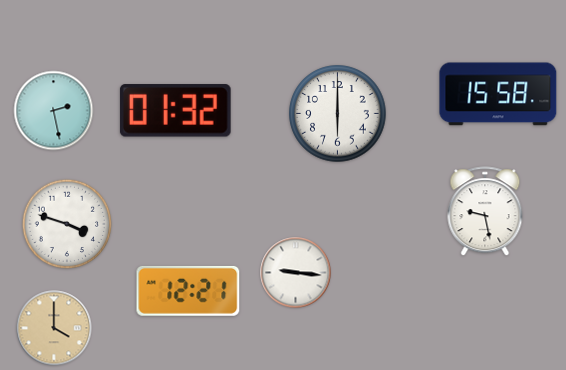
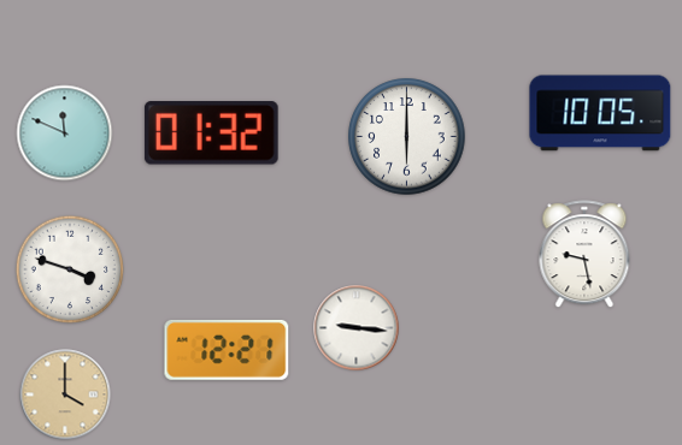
clock at (498, 94): 15:58 -> 10:05
clock at (54, 111): 2:28 -> 11:49
clock at (67, 224) position: (67, 224) -> (70, 269)
